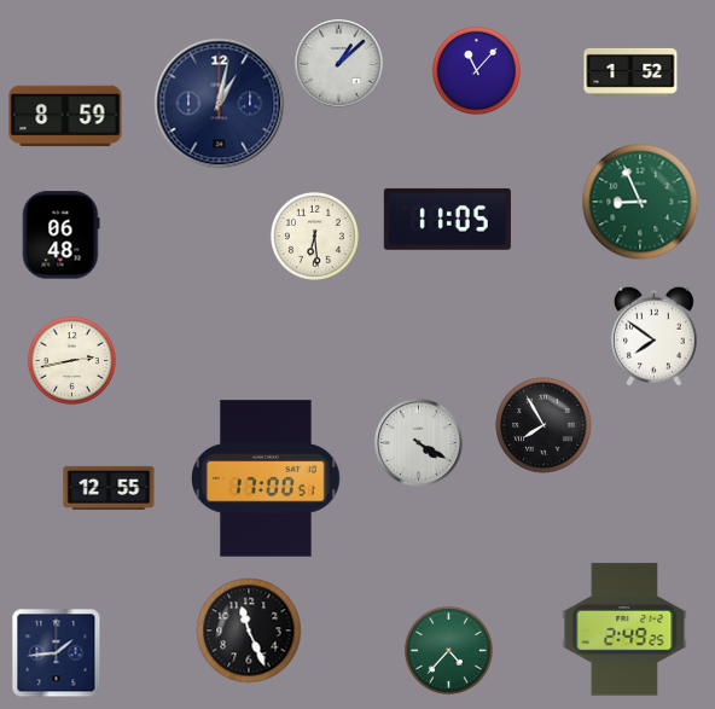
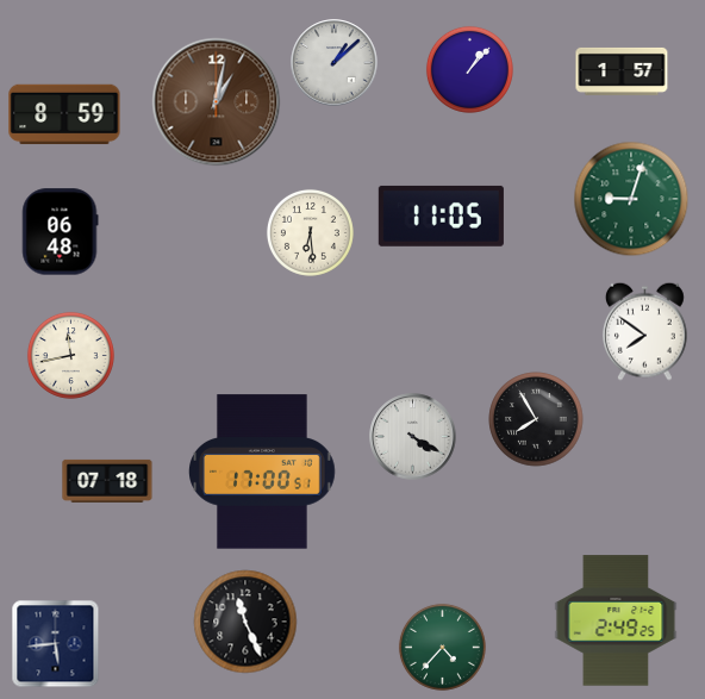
clock at (476, 70): 11:07 -> 1:07
clock at (630, 72): 1:52 -> 1:57
clock at (220, 104) dial: navy -> brown
clock at (640, 202): 8:56 -> 9:03
clock at (71, 360): 2:43 -> 11:43
clock at (109, 488): 12:55 -> 07:18
clock at (448, 650) position: (448, 650) -> (442, 647)
clock at (57, 653): 1:44 -> 5:44
